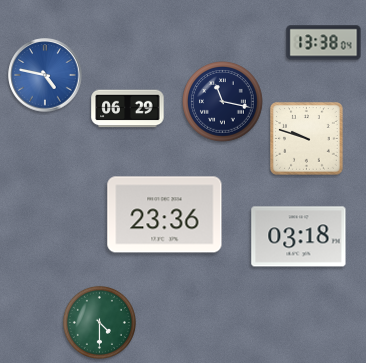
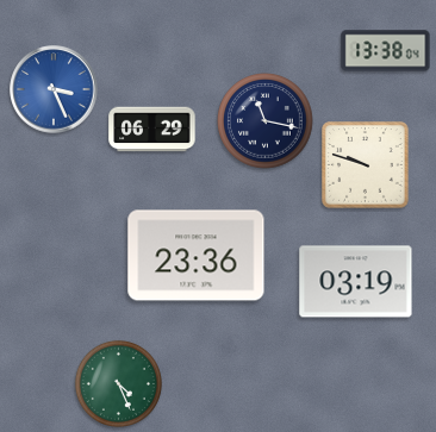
clock at (45, 75): 4:47 -> 3:26
clock at (299, 237): 03:18 -> 03:19
clock at (99, 322): 4:30 -> 4:26
